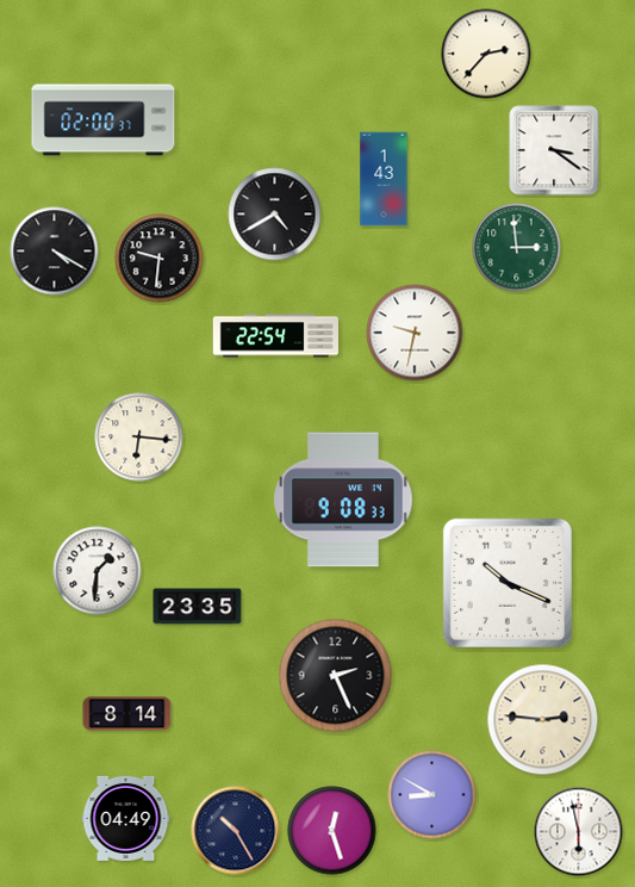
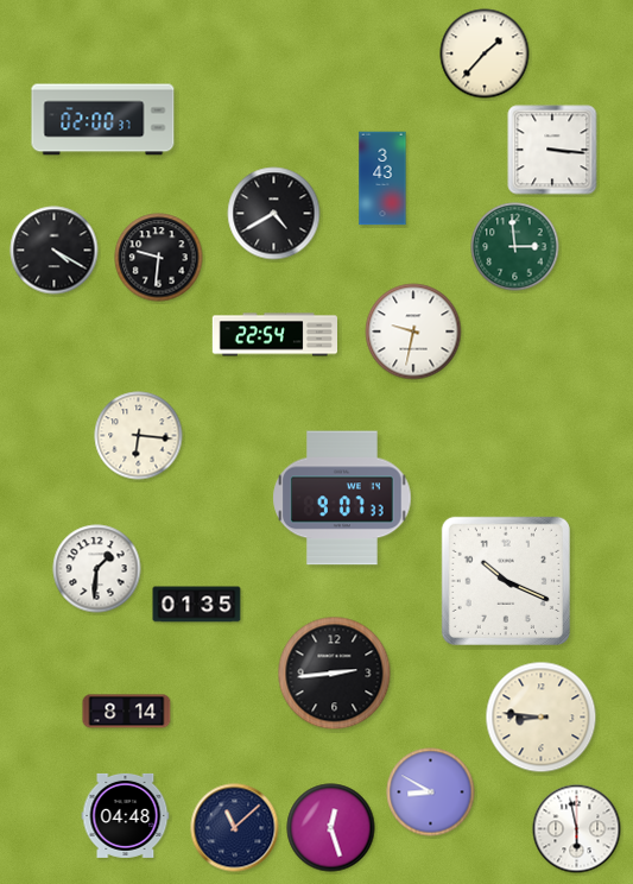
clock at (486, 54): 2:37 -> 1:37
clock at (554, 150): 3:21 -> 3:16
clock at (384, 179): 1:43 -> 3:43
clock at (343, 500): 9:08 -> 9:07
clock at (198, 607): 23:35 -> 01:35
clock at (336, 676): 2:26 -> 2:44
clock at (543, 720): 2:46 -> 8:46
clock at (126, 818): 04:49 -> 04:48
clock at (236, 831): 10:25 -> 11:08
